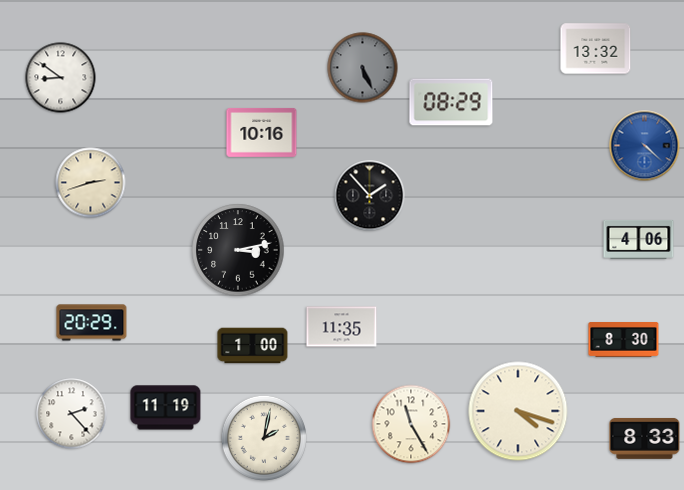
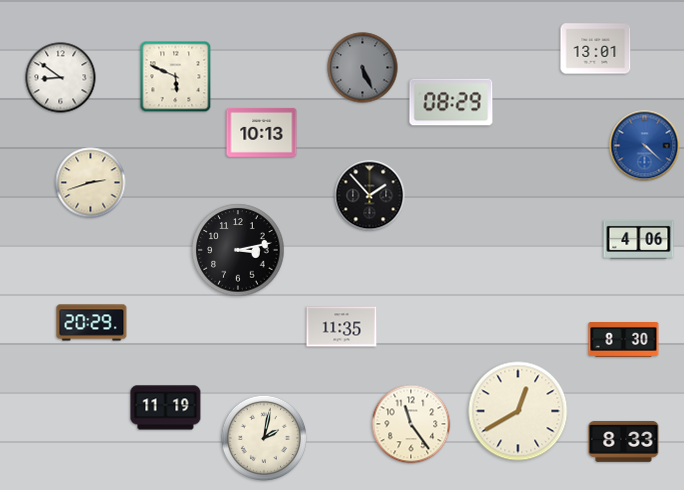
clock at (596, 49): 13:32 -> 13:01
clock at (176, 77): none -> 5:49
clock at (262, 132): 10:16 -> 10:13
clock at (253, 346): 1:00 -> none
clock at (518, 411): 4:18 -> 12:40
clock at (72, 414): 2:23 -> none
clock at (411, 424): 11:25 -> 11:24
clock at (645, 438) position: (645, 438) -> (624, 441)
